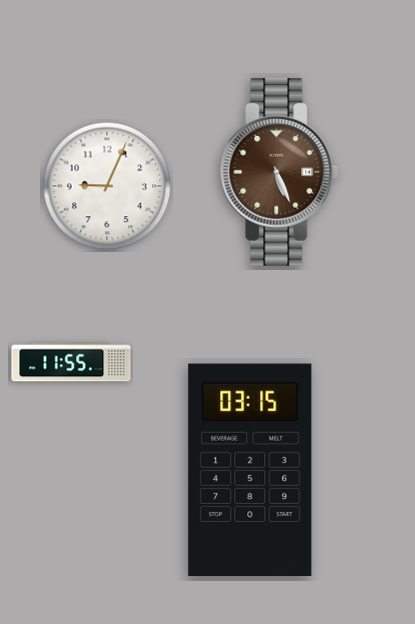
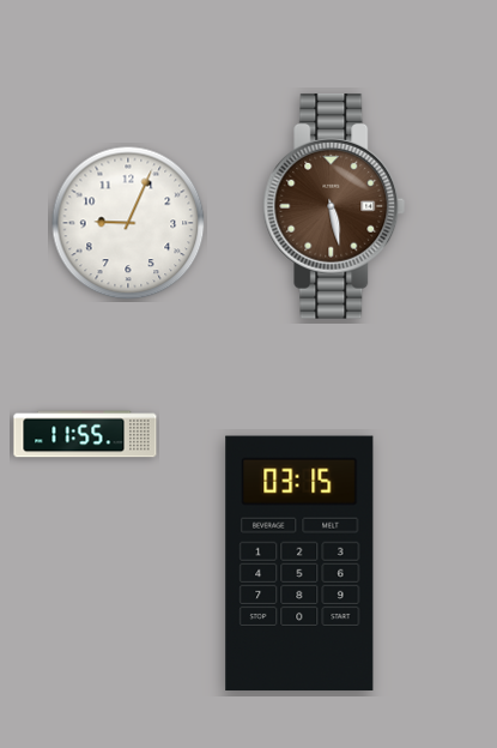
clock at (279, 172): 5:26 -> 5:28
